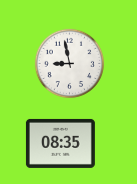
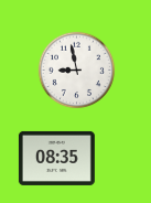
clock at (60, 143) position: (60, 143) -> (56, 158)
